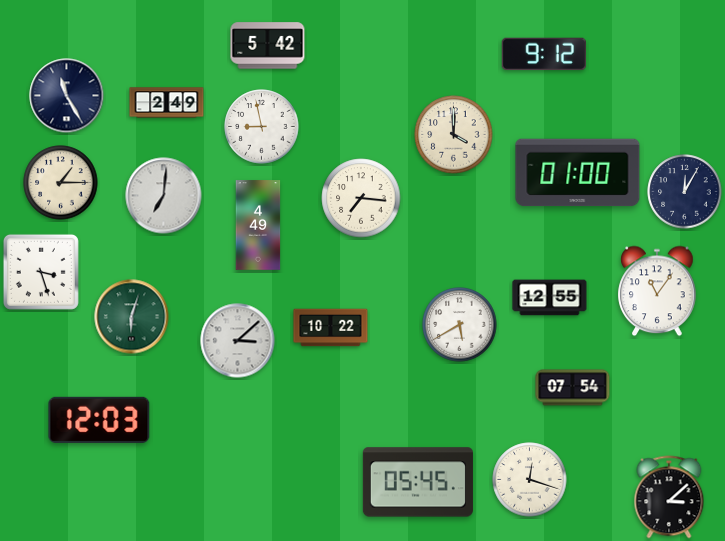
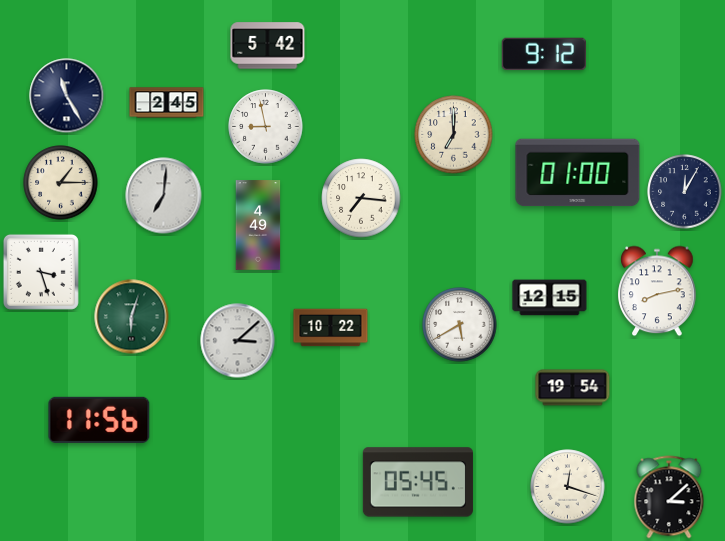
clock at (167, 103): 2:49 -> 2:45
clock at (262, 127) position: (262, 127) -> (266, 127)
clock at (454, 135): 4:00 -> 7:00
clock at (657, 291): 11:06 -> 8:13
clock at (550, 298): 12:55 -> 12:15
clock at (573, 388): 07:54 -> 19:54
clock at (99, 420): 12:03 -> 11:56
clock at (530, 480) position: (530, 480) -> (568, 487)
